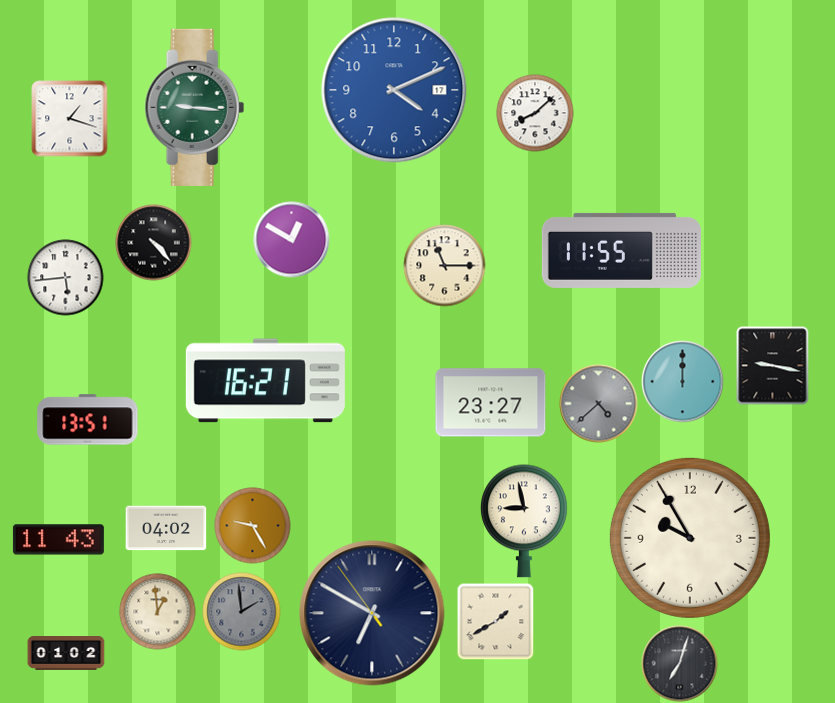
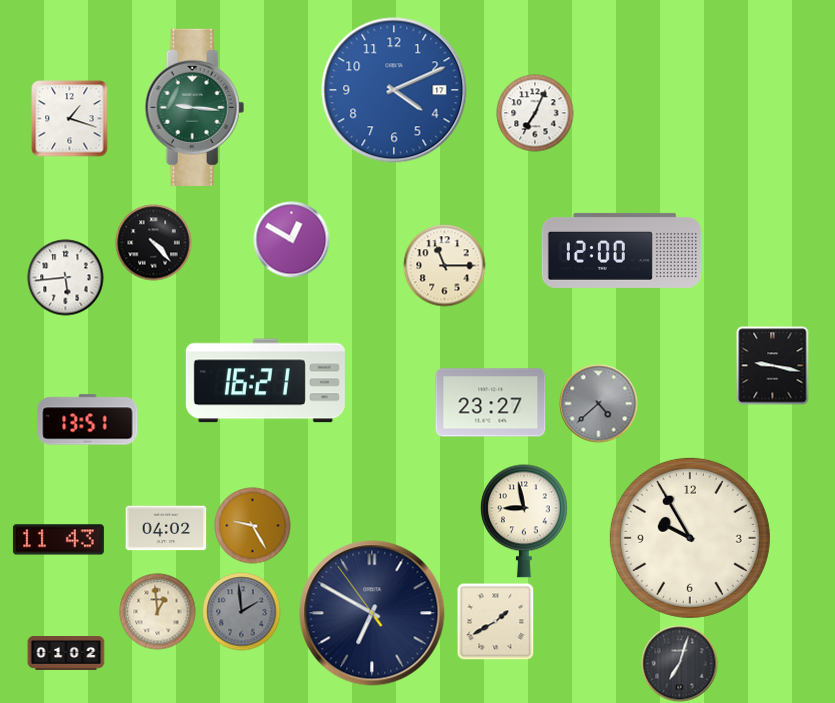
clock at (535, 113): 8:08 -> 7:04
clock at (621, 250): 11:55 -> 12:00
clock at (683, 382): 12:00 -> none
